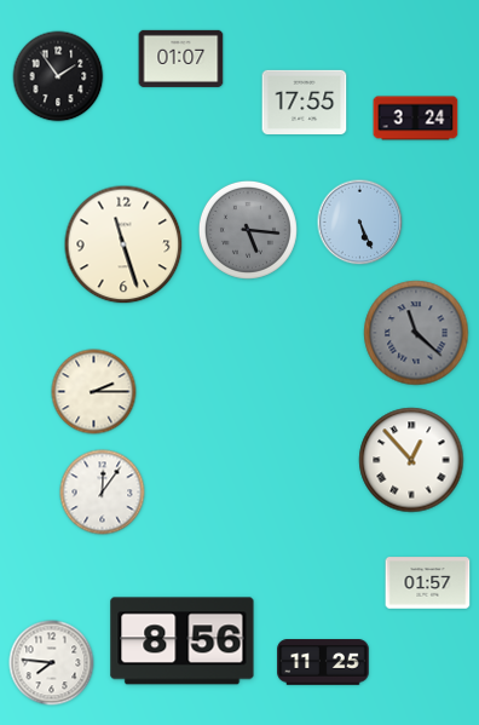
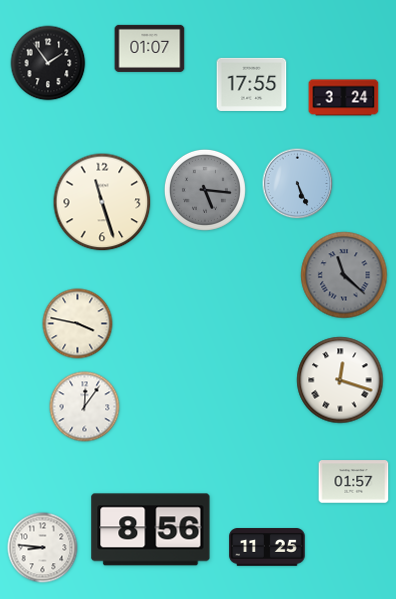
clock at (94, 392): 2:15 -> 3:47
clock at (411, 460): 12:53 -> 12:18
clock at (52, 663): 7:46 -> 8:46
